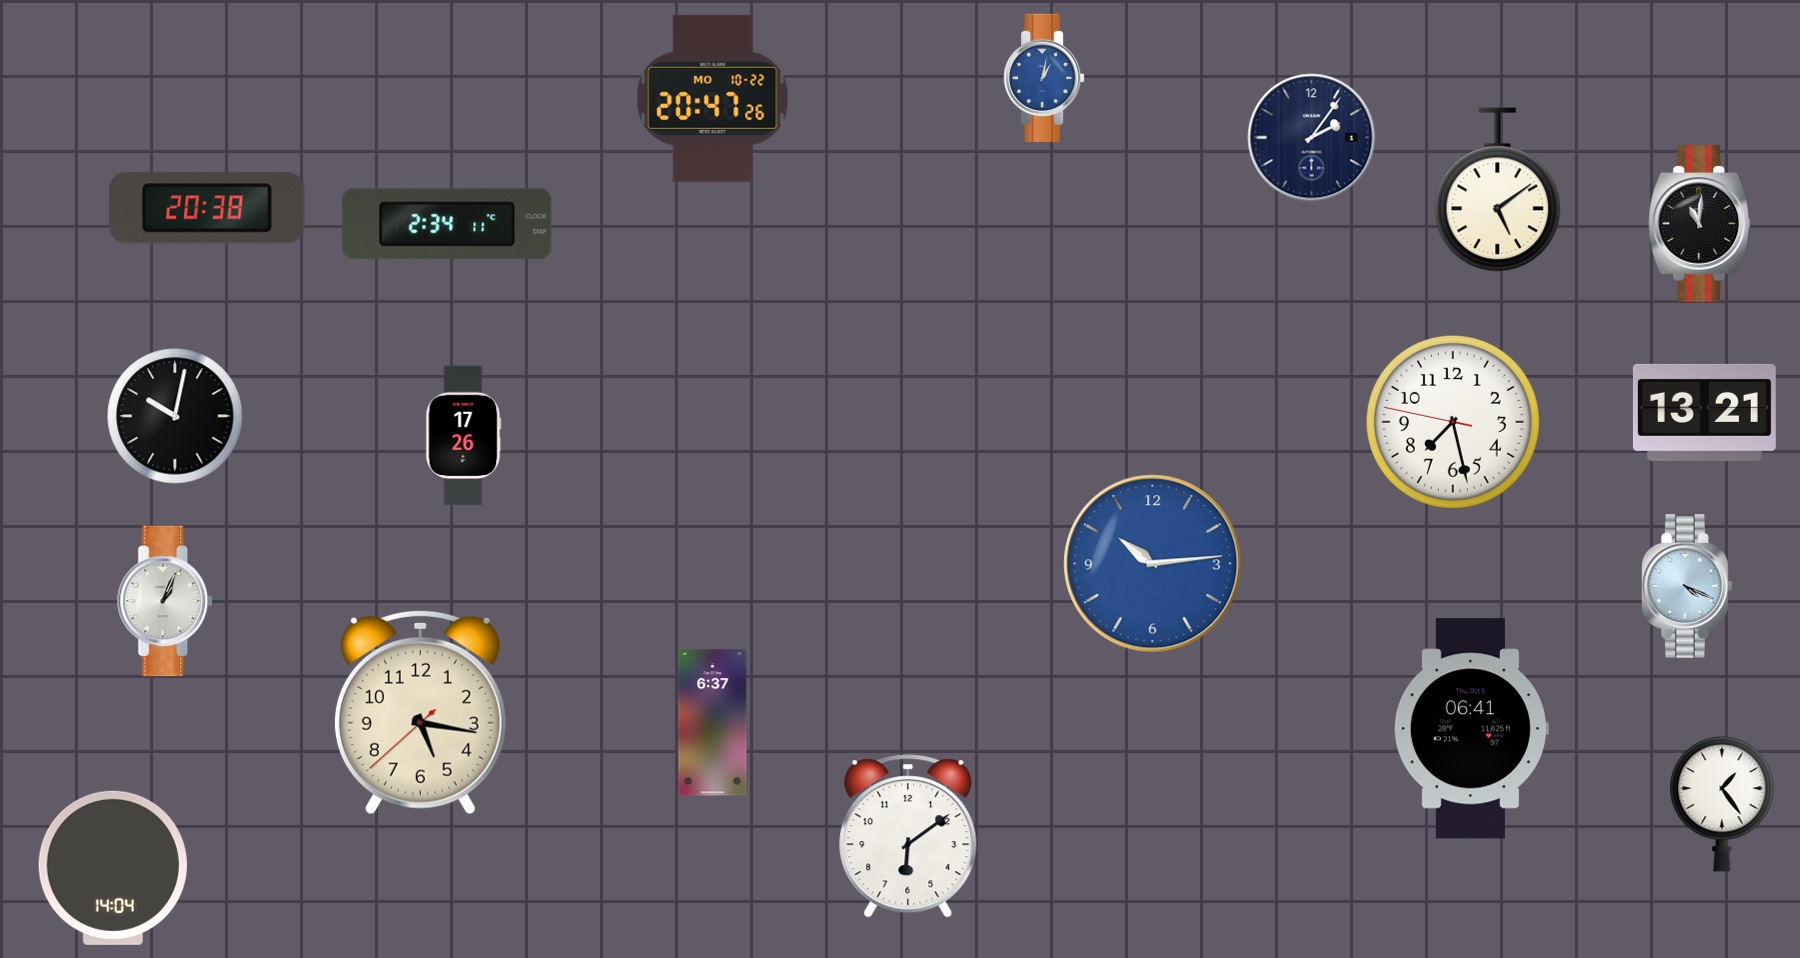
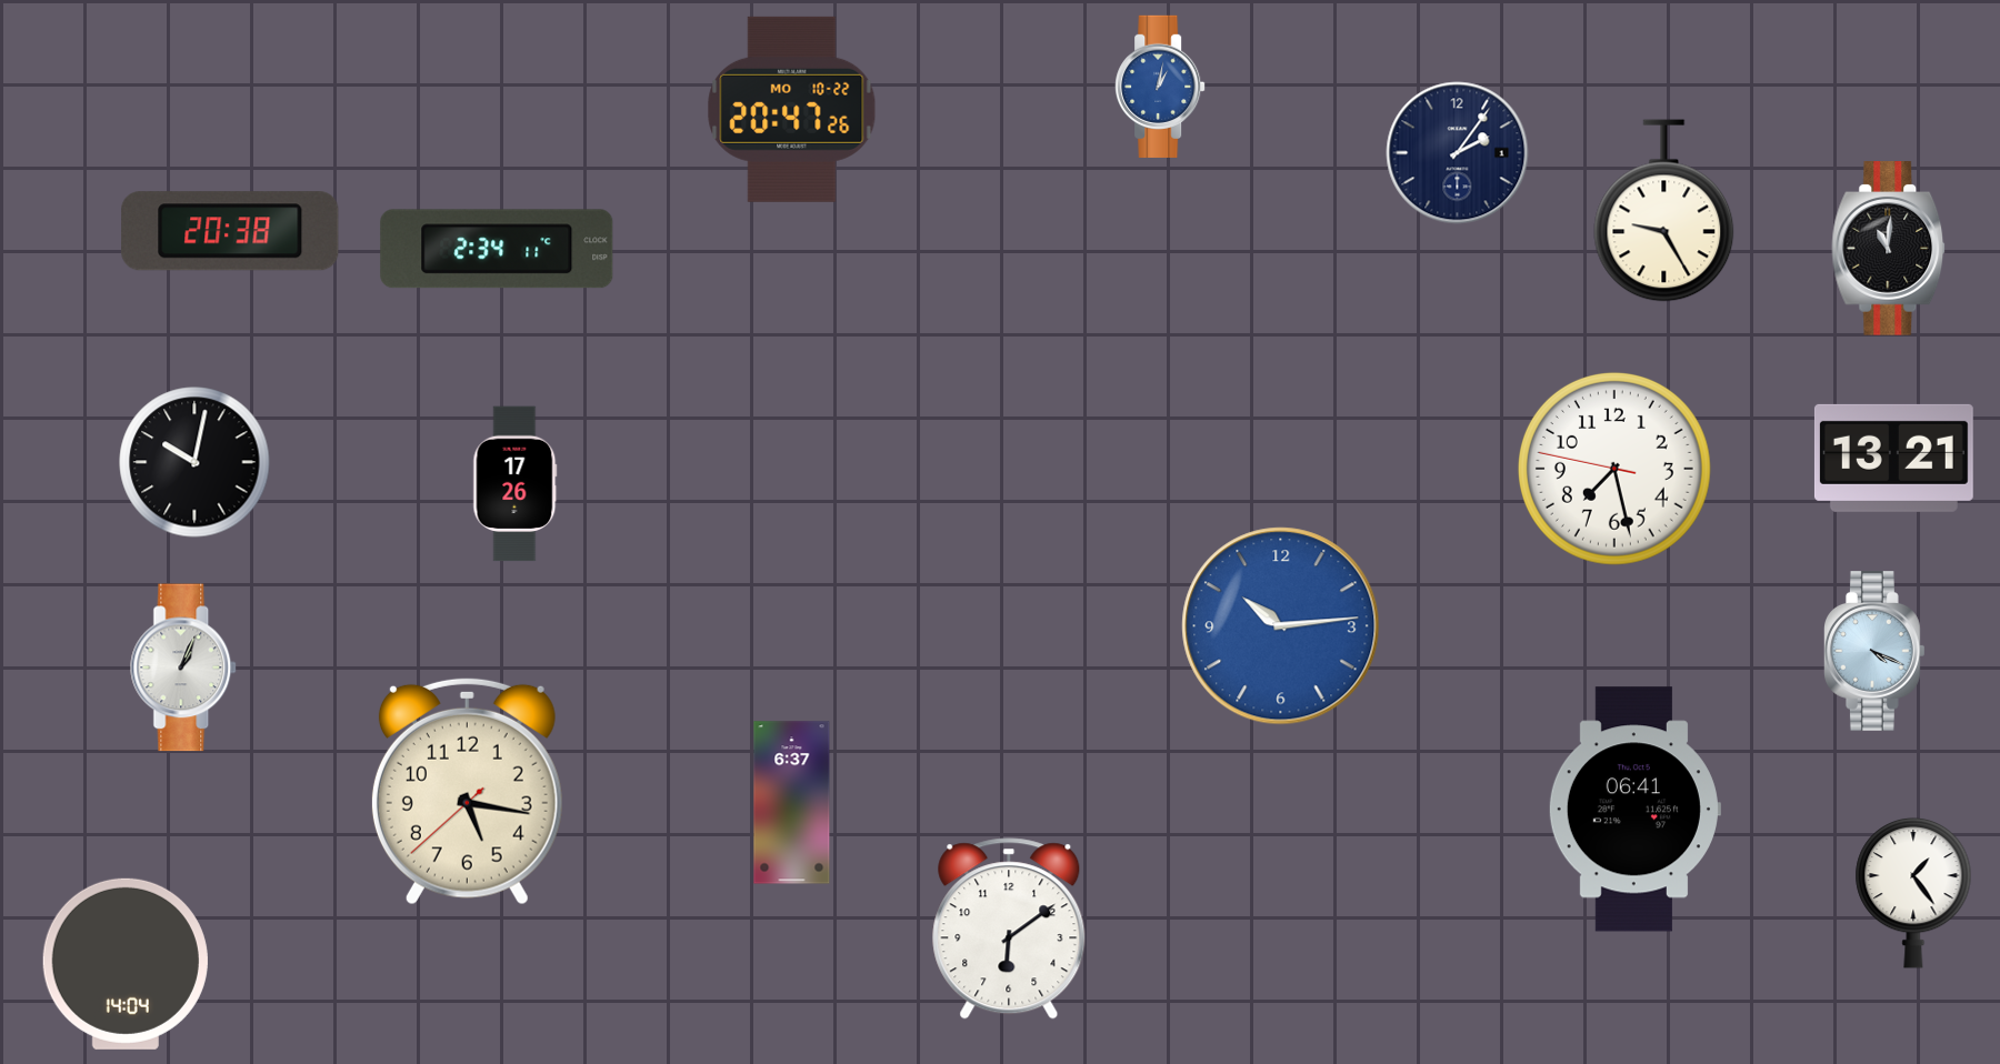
clock at (1498, 190): 5:09 -> 9:25
